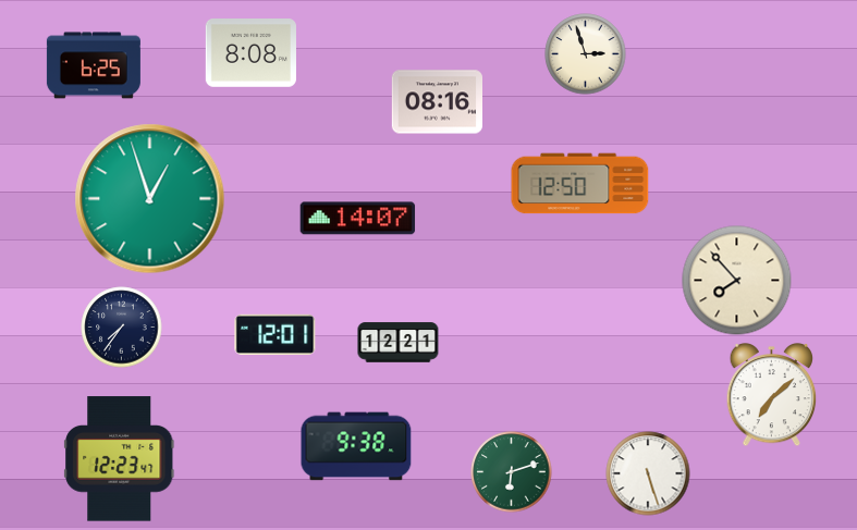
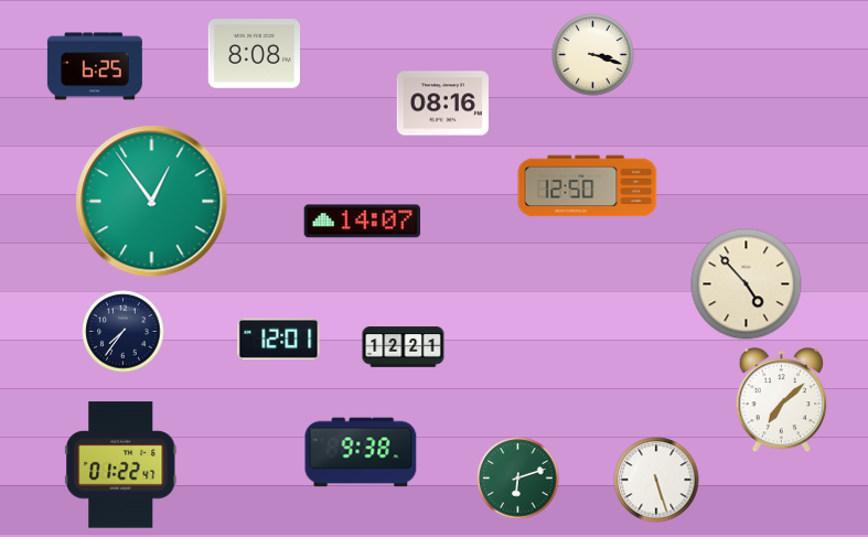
clock at (586, 54): 2:57 -> 3:18
clock at (150, 199): 12:57 -> 12:54
clock at (737, 281): 7:53 -> 4:53
clock at (120, 459): 12:23 -> 01:22
